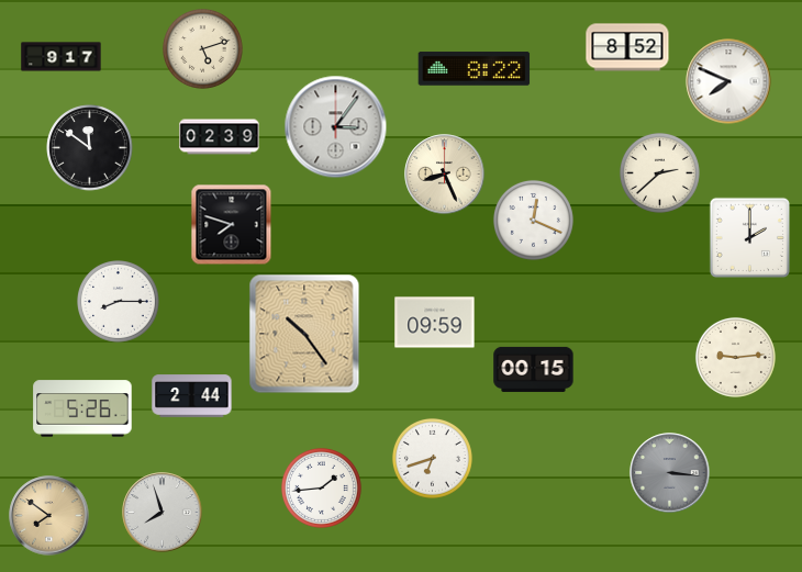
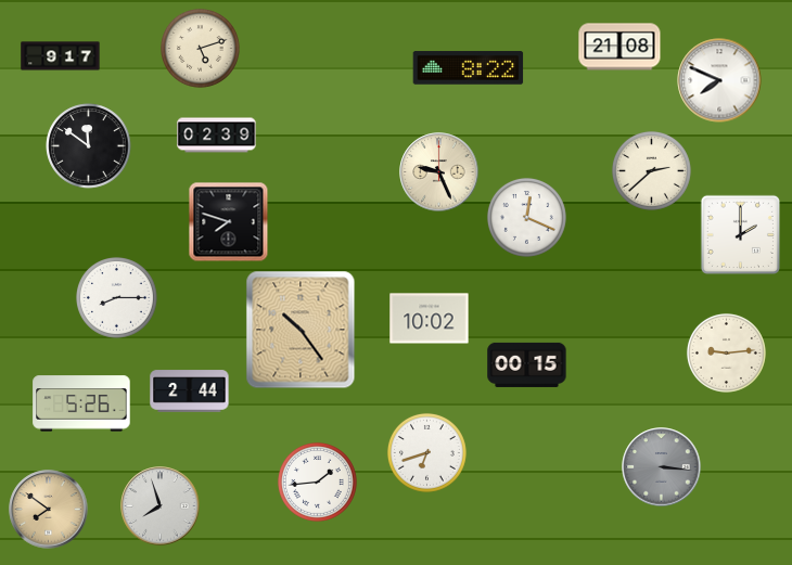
clock at (627, 47): 8:52 -> 21:08
clock at (336, 127): 3:06 -> none
clock at (445, 175): 8:26 -> 9:26
clock at (435, 323): 09:59 -> 10:02
